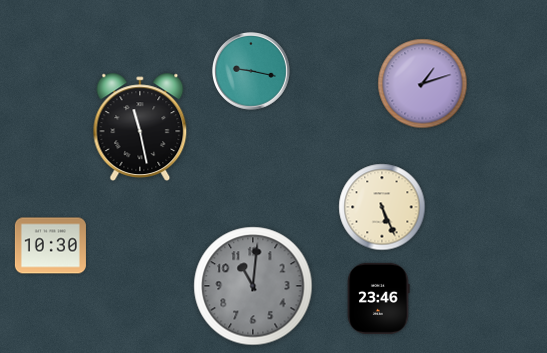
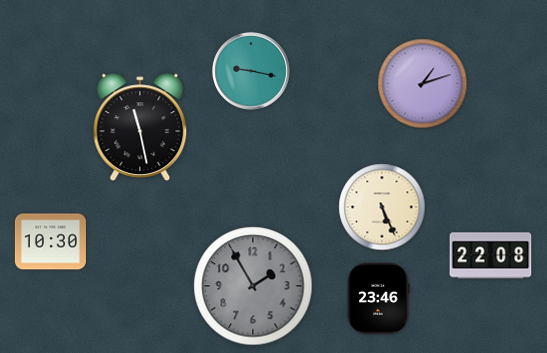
clock at (50, 246) position: (50, 246) -> (50, 242)
clock at (491, 256): none -> 22:08
clock at (253, 286): 11:01 -> 1:55
